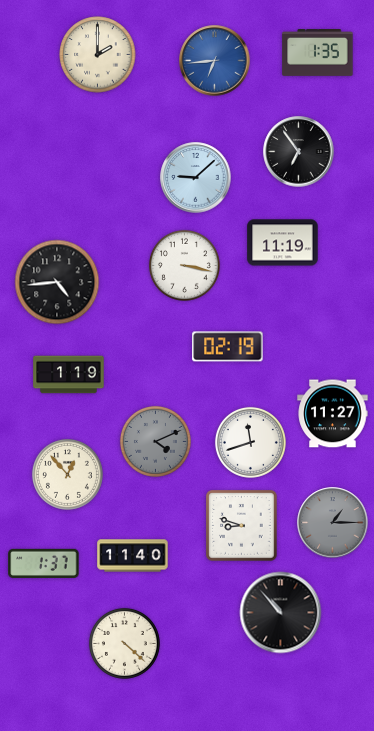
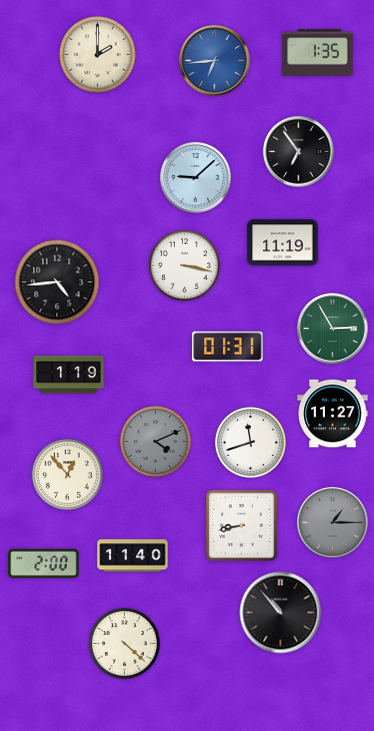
clock at (333, 329): none -> 2:55
clock at (228, 347): 02:19 -> 01:31
clock at (242, 526): 8:48 -> 8:43
clock at (44, 563): 1:37 -> 2:00
